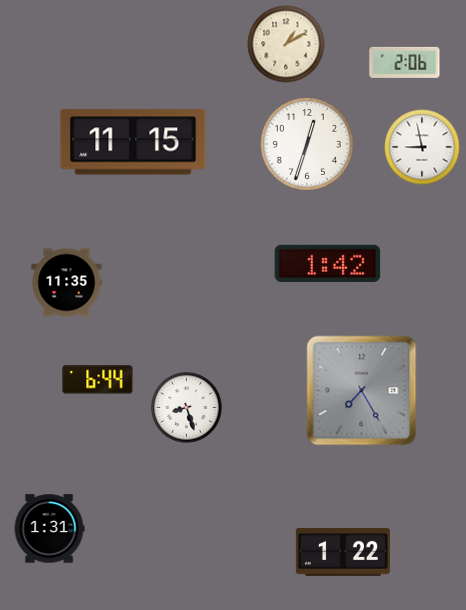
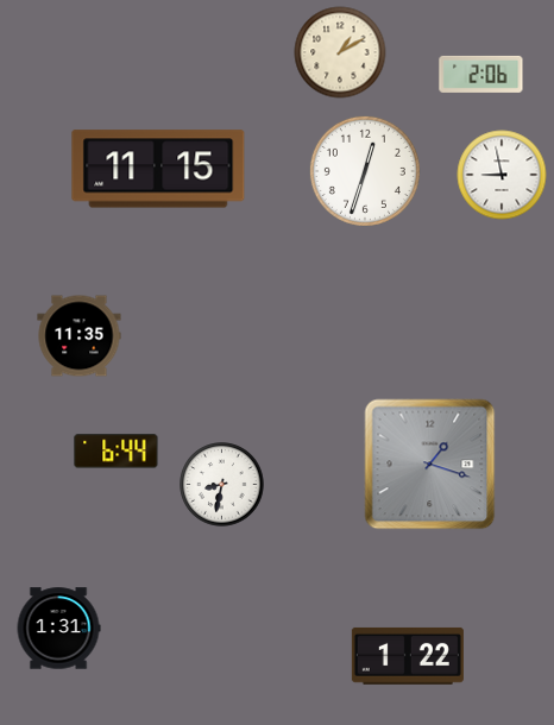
clock at (328, 263): 1:42 -> none
clock at (362, 391): 7:25 -> 1:18
clock at (187, 408): 8:27 -> 8:32
